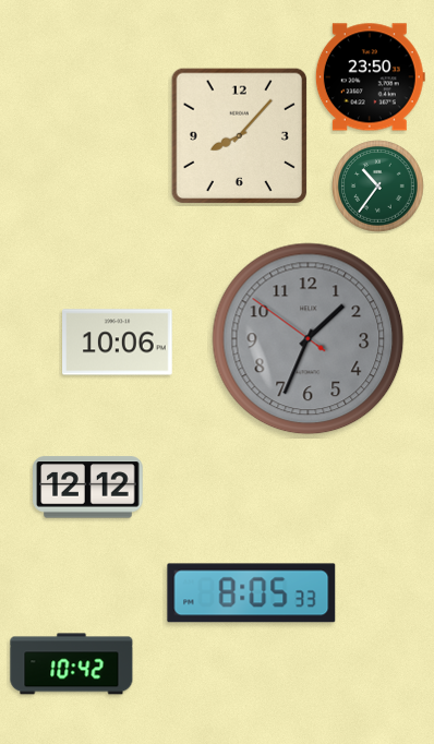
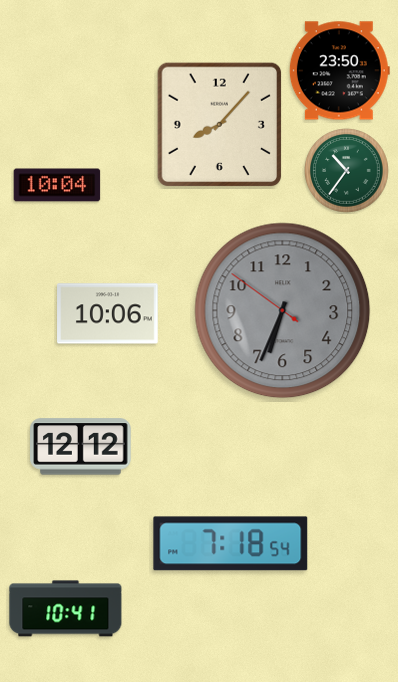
clock at (57, 185): none -> 10:04
clock at (309, 339): 1:33 -> 6:33
clock at (252, 593): 8:05 -> 7:18
clock at (72, 664): 10:42 -> 10:41
